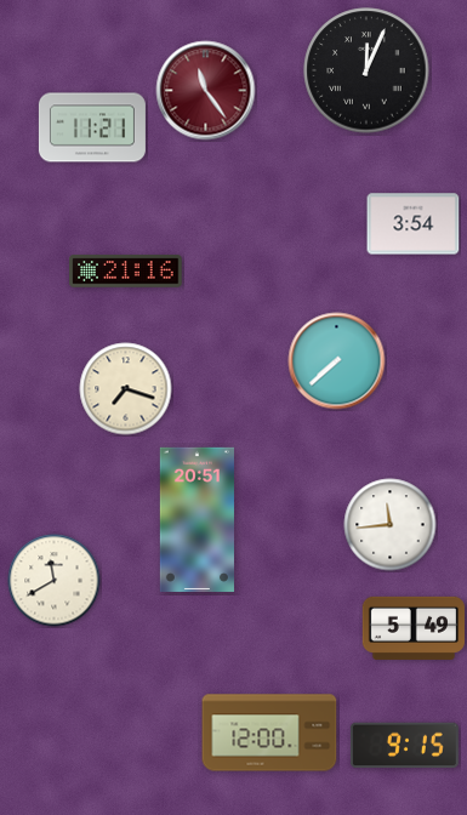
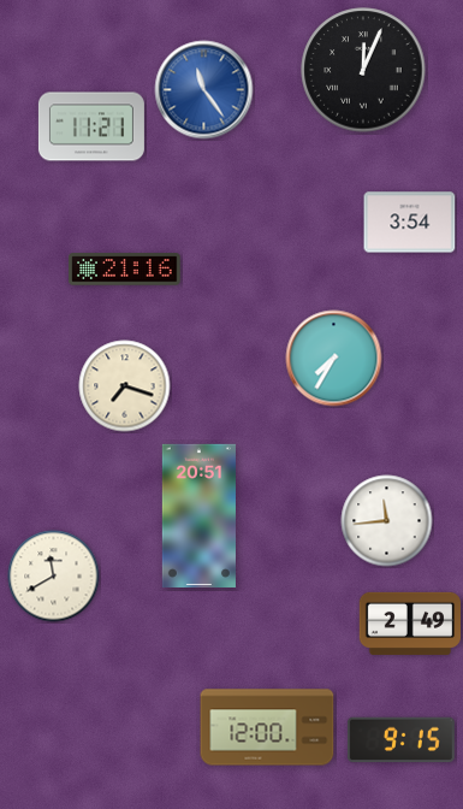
clock at (206, 91) dial: burgundy -> blue
clock at (337, 361): 7:38 -> 7:35
clock at (197, 519) position: (197, 519) -> (198, 515)
clock at (412, 628): 5:49 -> 2:49
